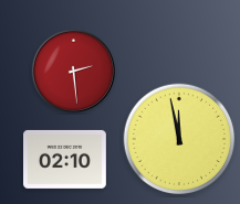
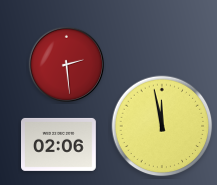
clock at (65, 159): 02:10 -> 02:06
